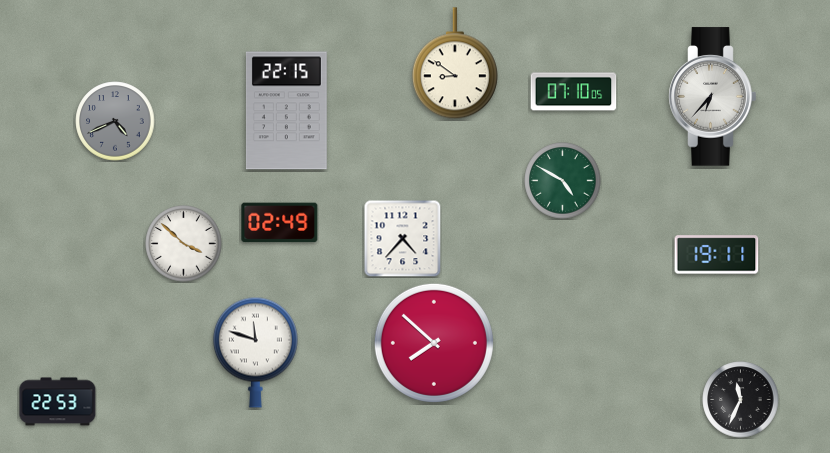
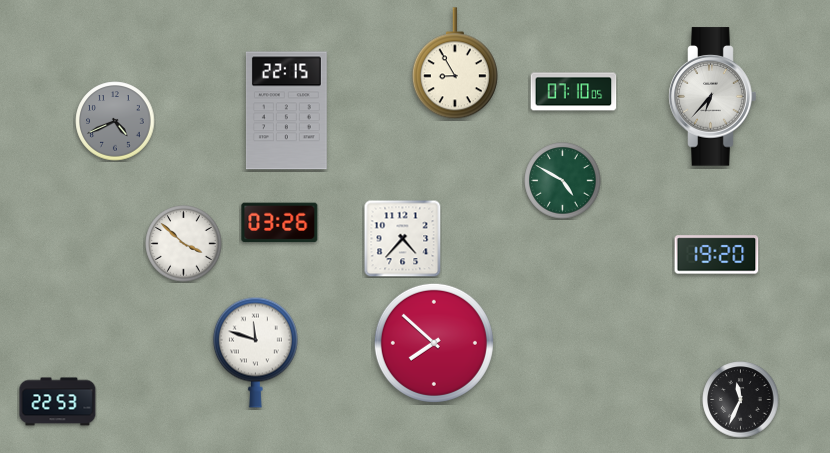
clock at (455, 64): 8:51 -> 8:55
clock at (280, 223): 02:49 -> 03:26
clock at (717, 255): 19:11 -> 19:20
